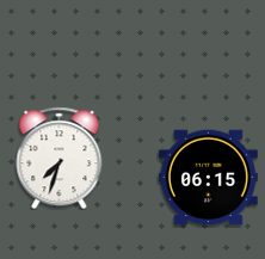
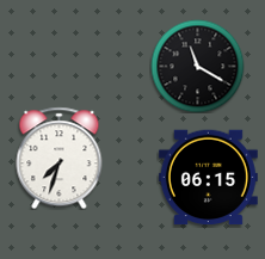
clock at (197, 66): none -> 11:20
